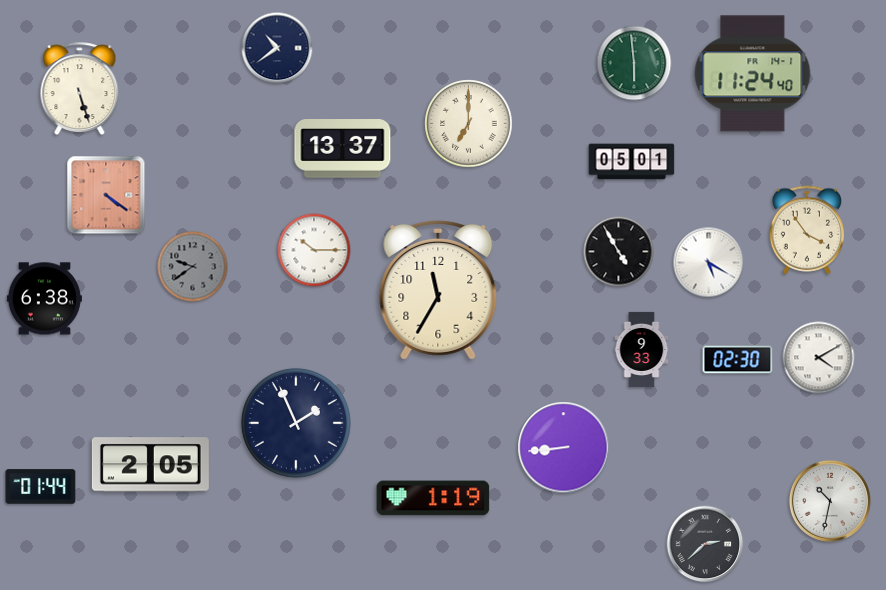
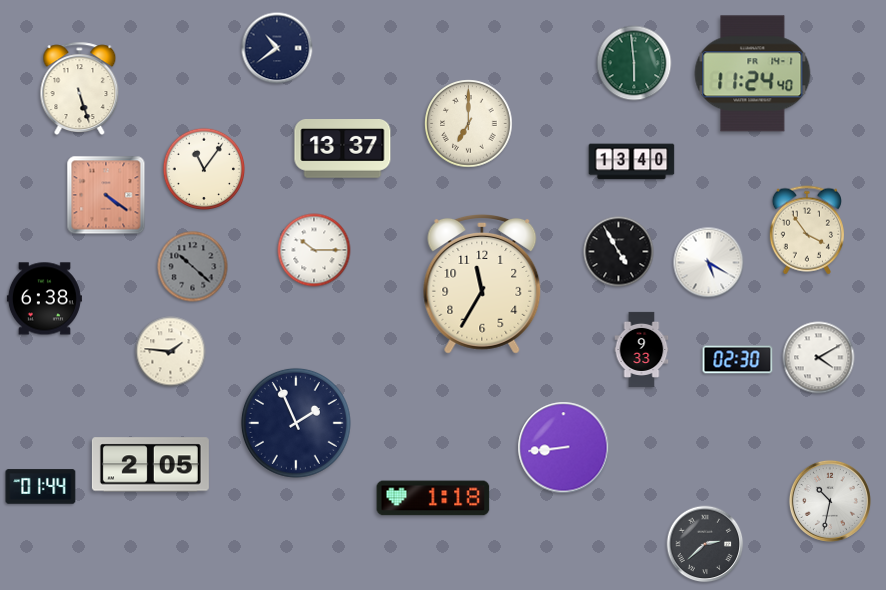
clock at (632, 162): 05:01 -> 13:40
clock at (203, 168): none -> 11:06
clock at (193, 267): 9:39 -> 10:22
clock at (438, 291) position: (438, 291) -> (482, 285)
clock at (171, 352): none -> 1:46
clock at (433, 498): 1:19 -> 1:18
